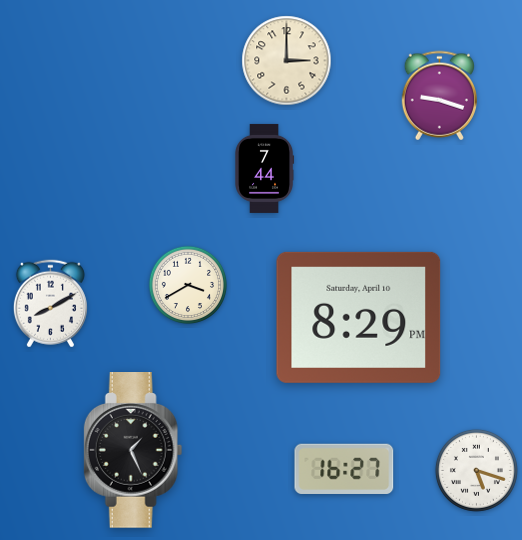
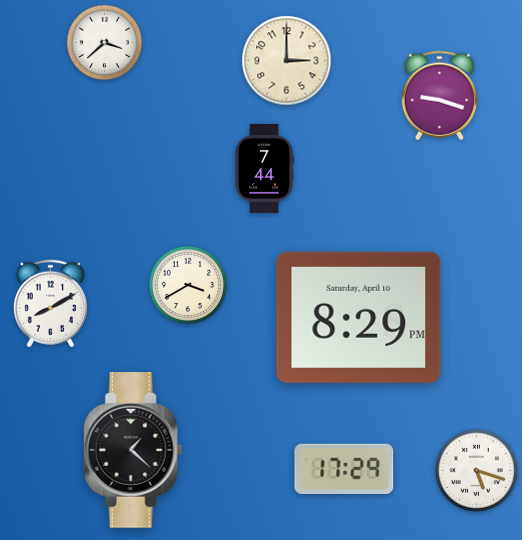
clock at (105, 43): none -> 3:38
clock at (133, 451): 1:26 -> 1:22
clock at (344, 469): 16:27 -> 17:29
